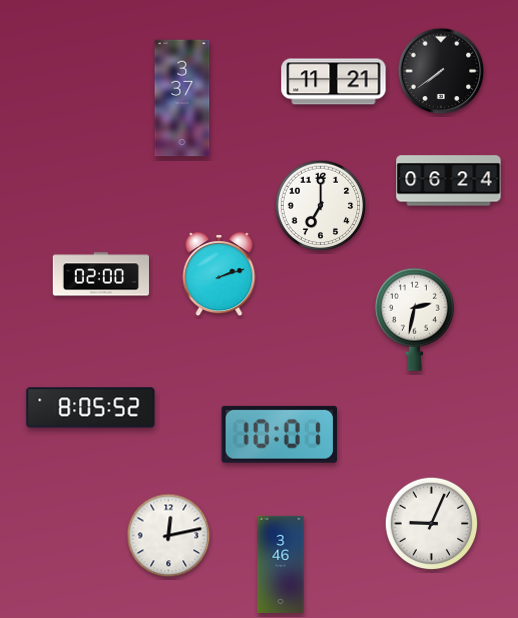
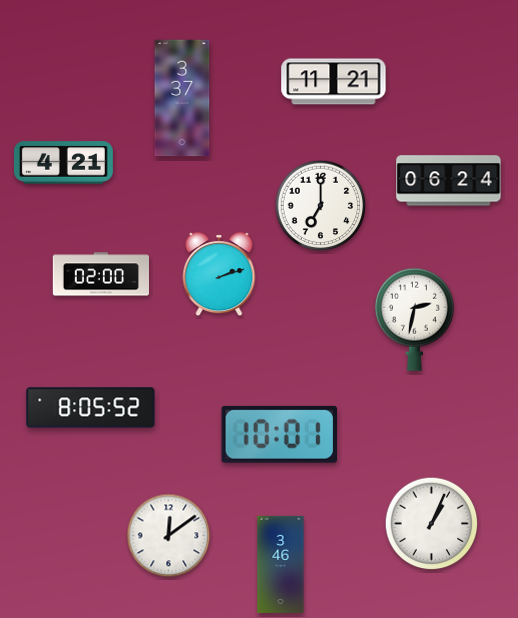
clock at (441, 71): 7:39 -> none
clock at (63, 163): none -> 4:21
clock at (432, 524): 9:04 -> 1:04
clock at (169, 536): 12:13 -> 12:09
